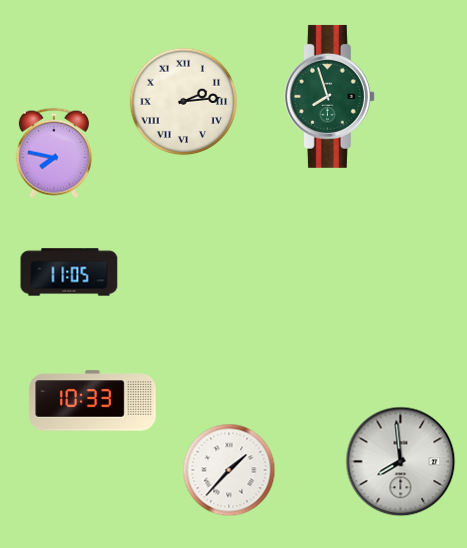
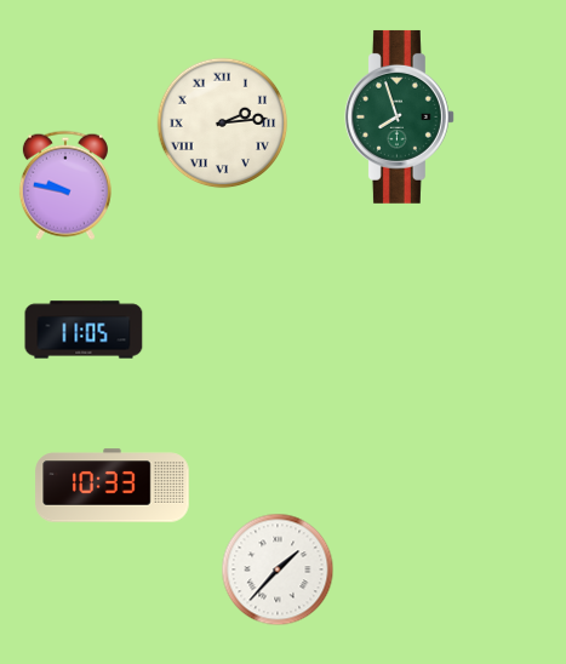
clock at (54, 153): 7:47 -> 9:47
clock at (401, 462): 7:59 -> none
